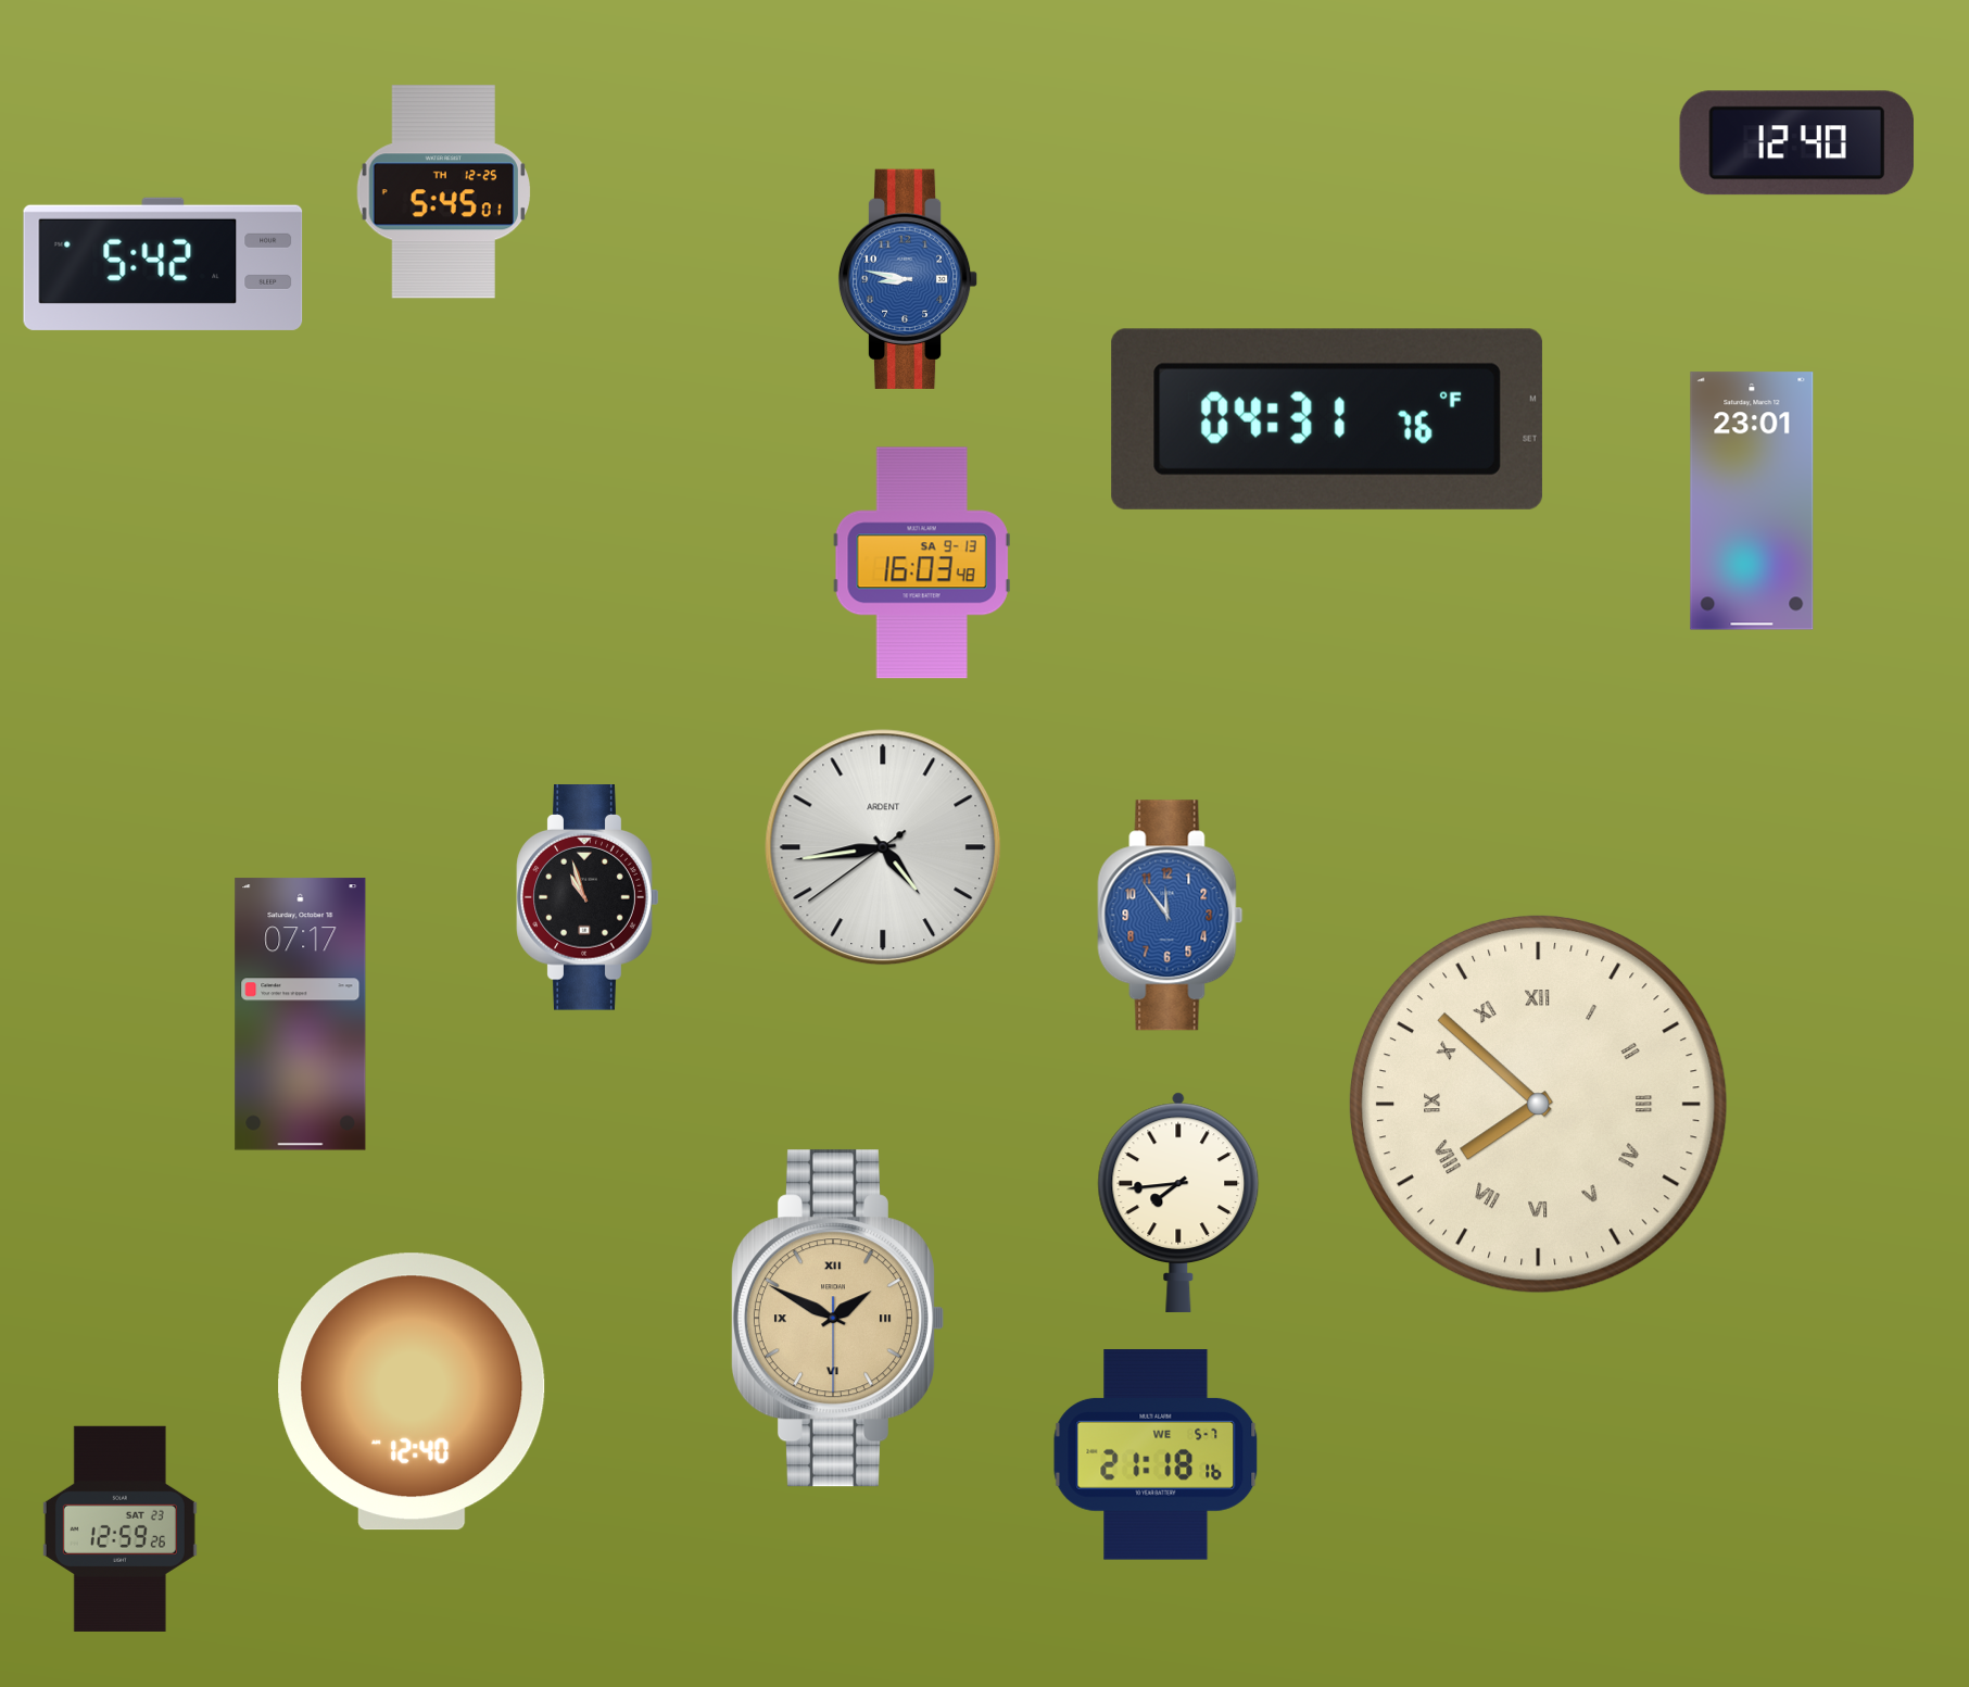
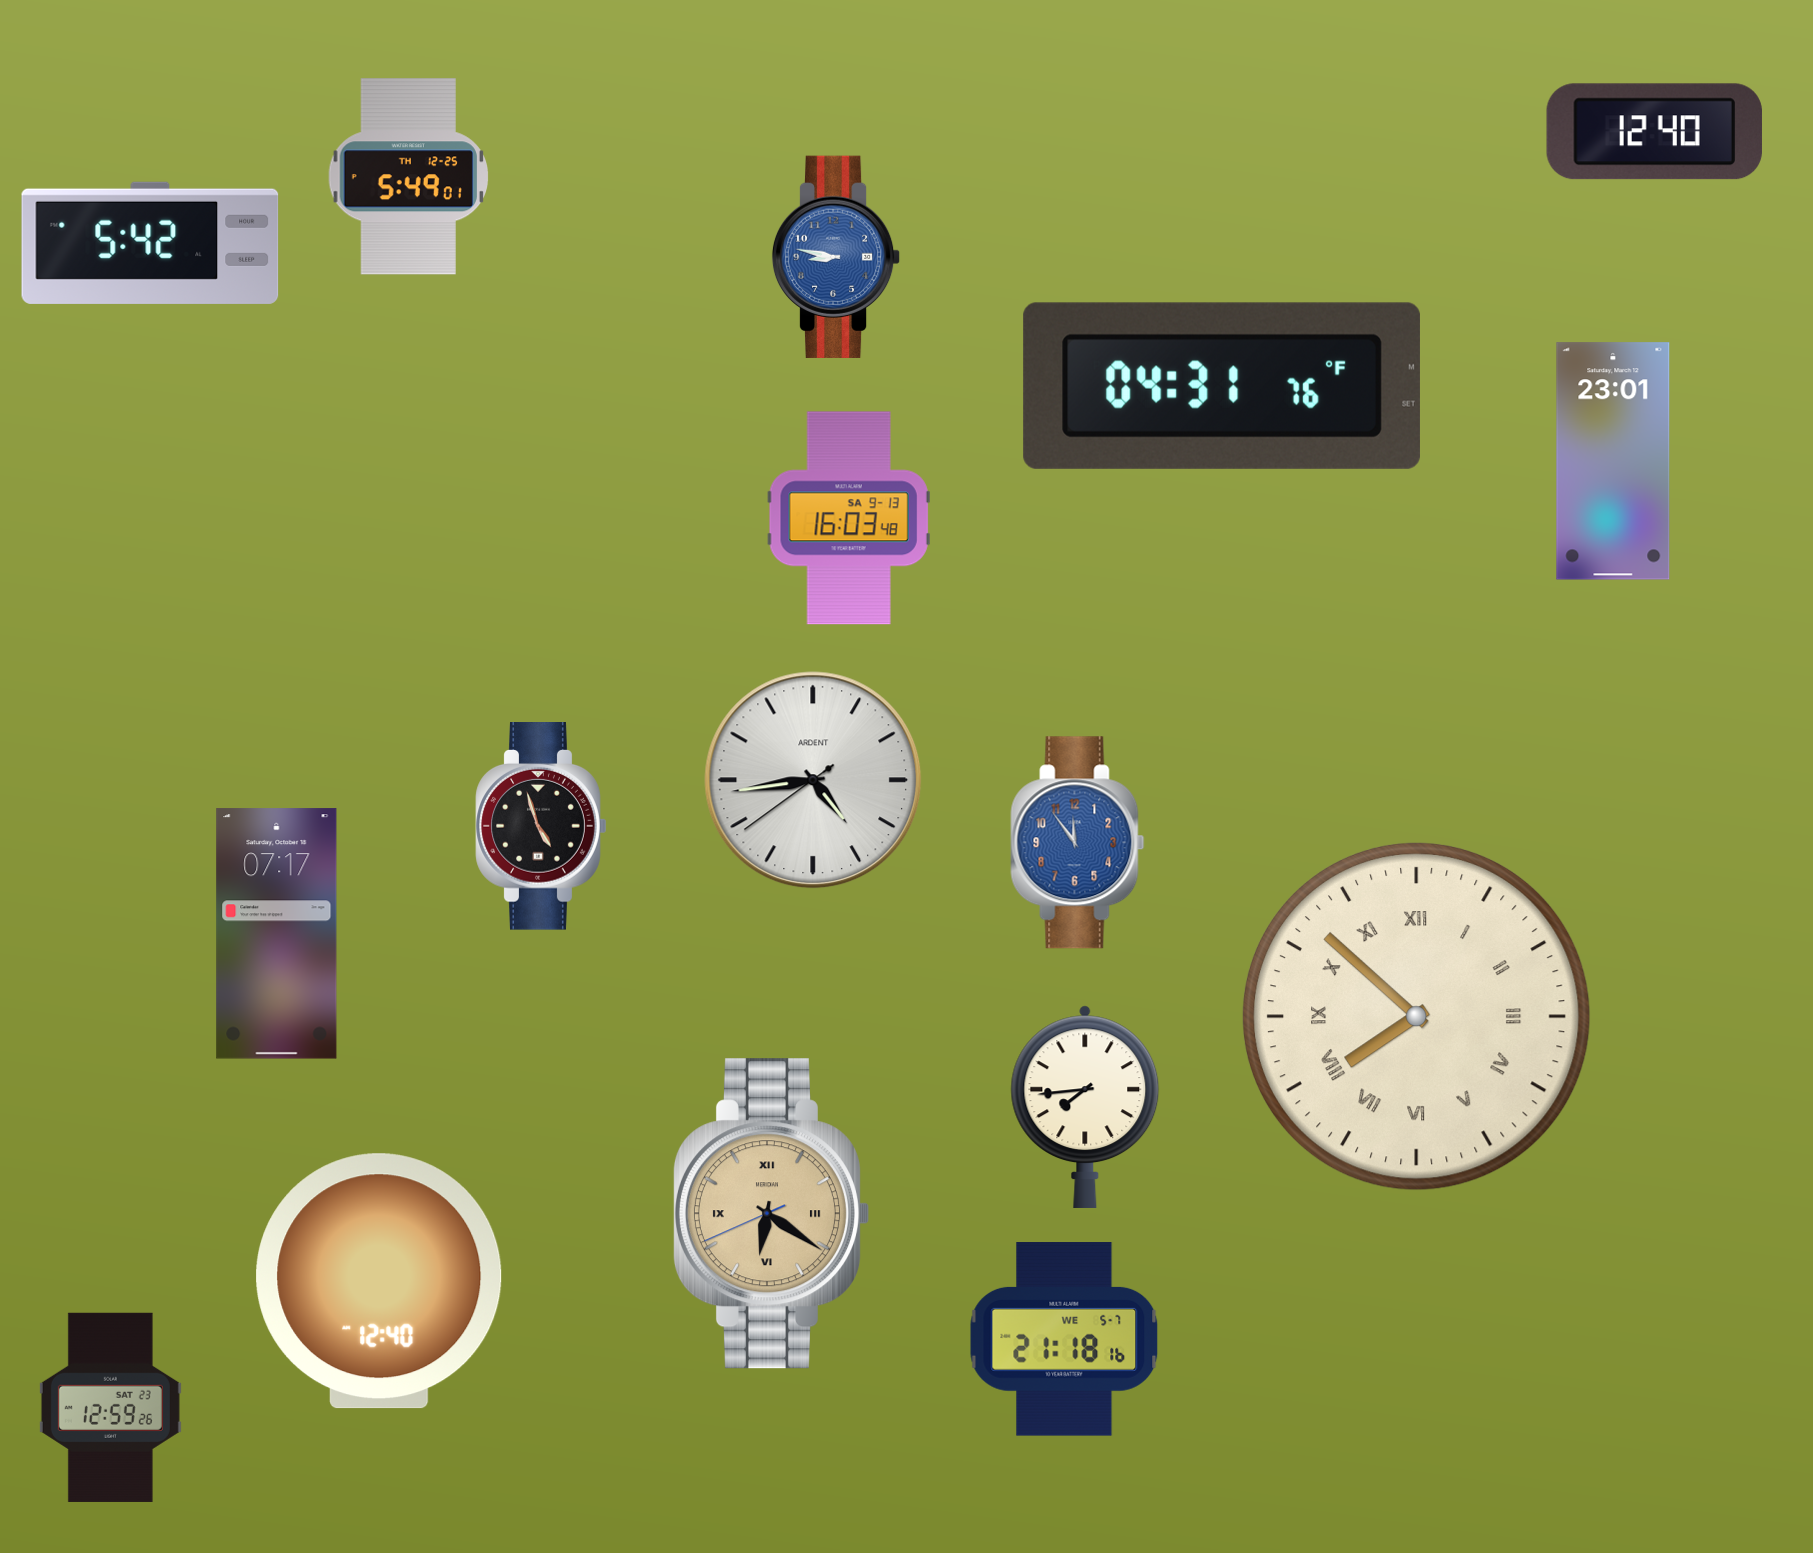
clock at (443, 192): 5:45 -> 5:49
clock at (588, 898): 10:57 -> 4:57
clock at (837, 1319): 1:49 -> 6:20
